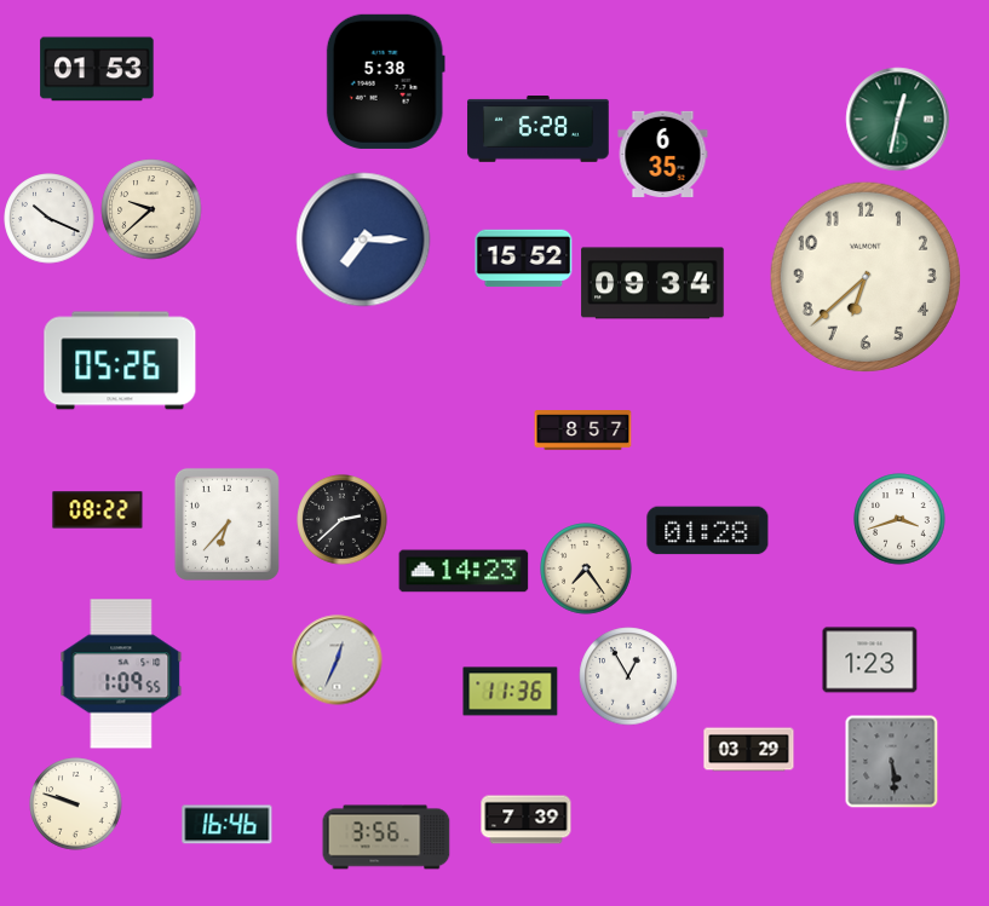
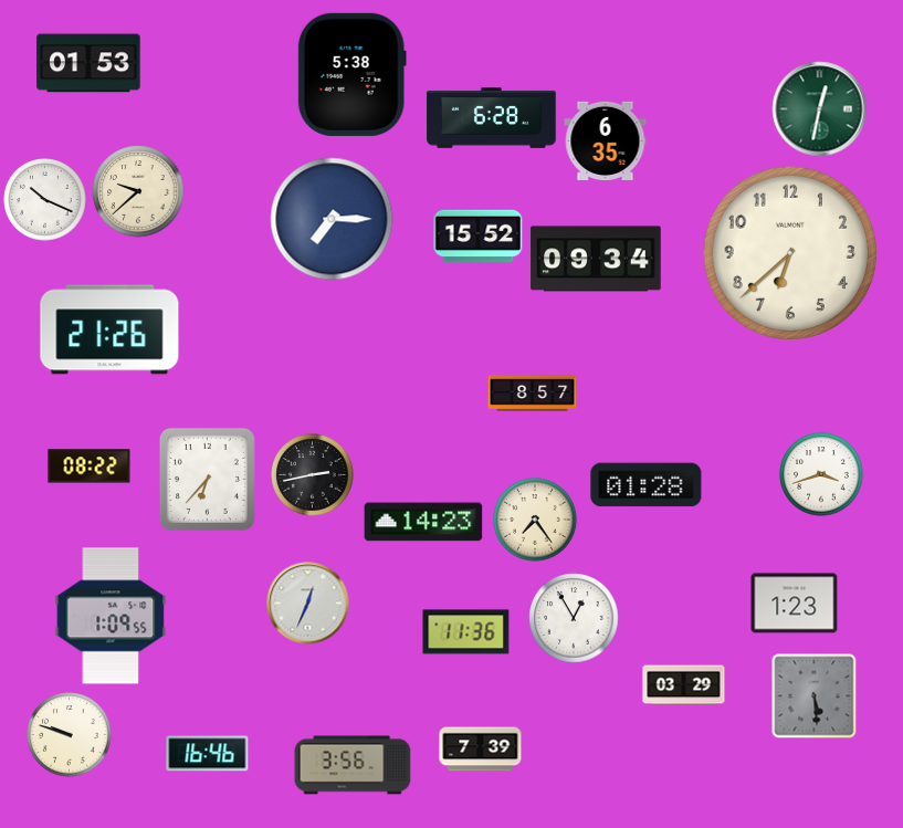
clock at (120, 360): 05:26 -> 21:26
clock at (343, 520): 2:38 -> 2:43
